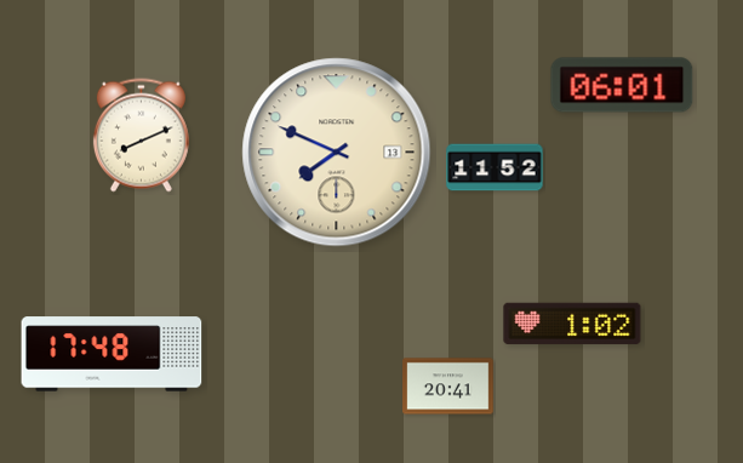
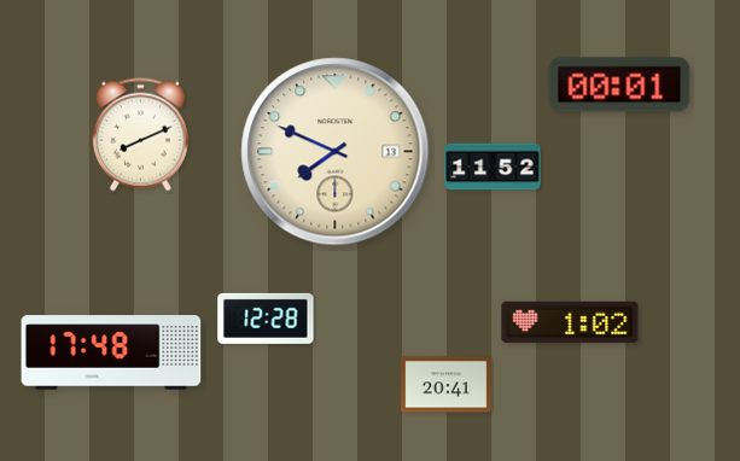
clock at (622, 85): 06:01 -> 00:01
clock at (266, 319): none -> 12:28
